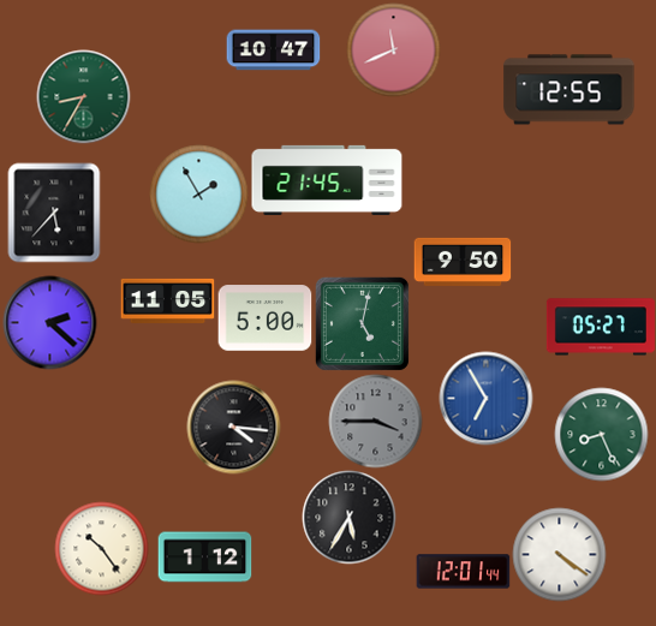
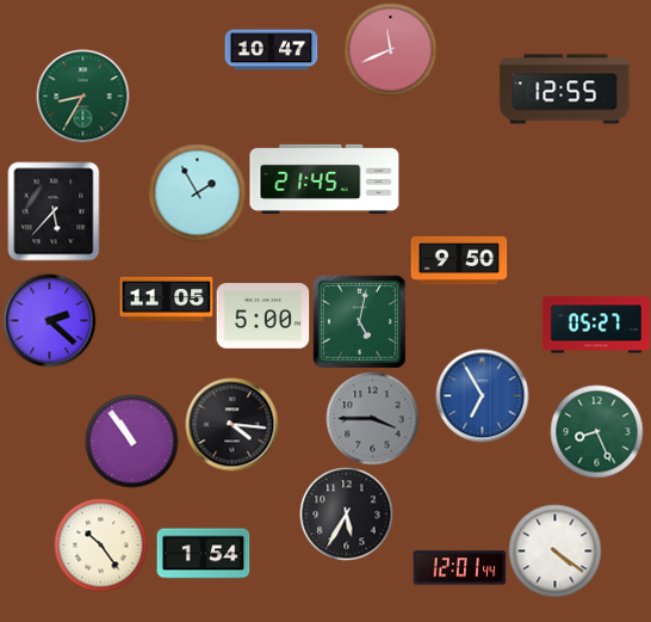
clock at (131, 441): none -> 10:54
clock at (204, 558): 1:12 -> 1:54
